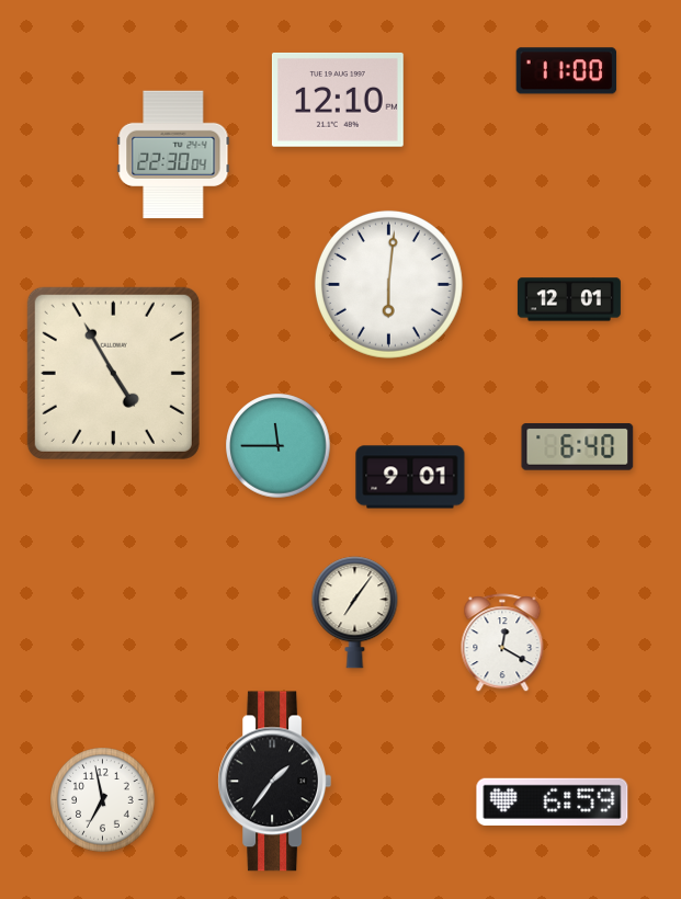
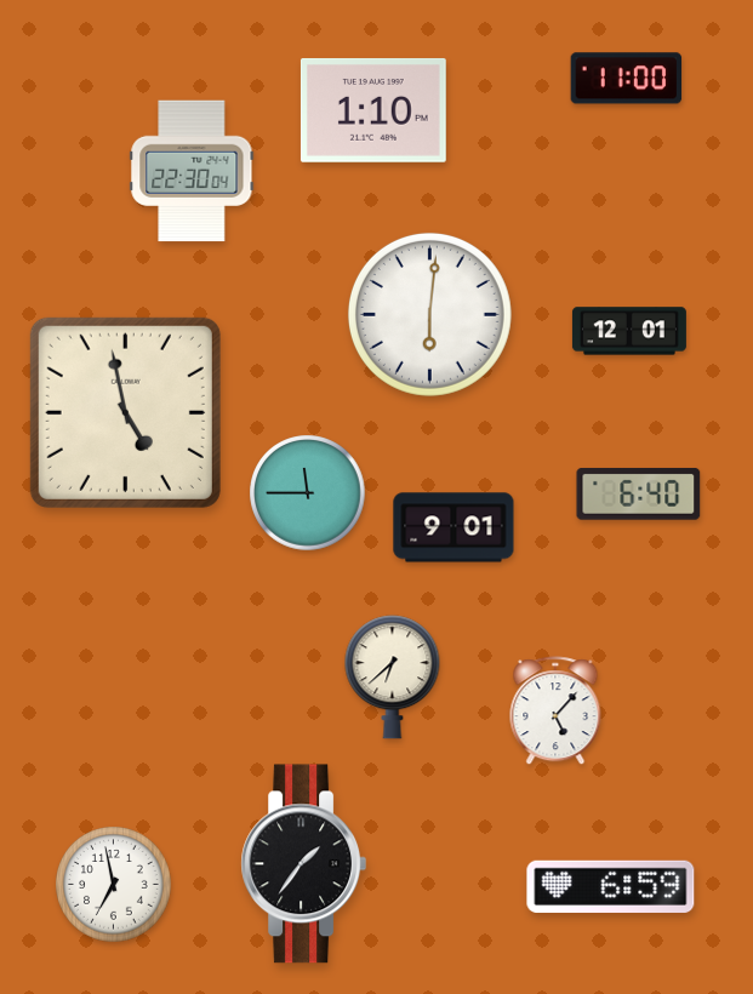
clock at (338, 100): 12:10 -> 1:10
clock at (113, 373): 4:55 -> 4:58
clock at (355, 613): 7:06 -> 6:38
clock at (502, 644): 12:20 -> 5:07
